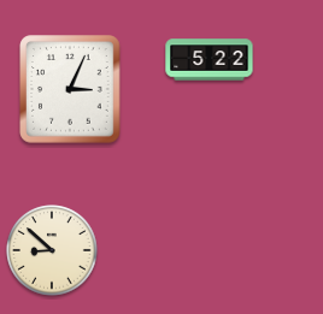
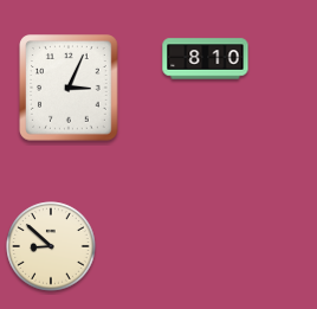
clock at (210, 60): 5:22 -> 8:10
